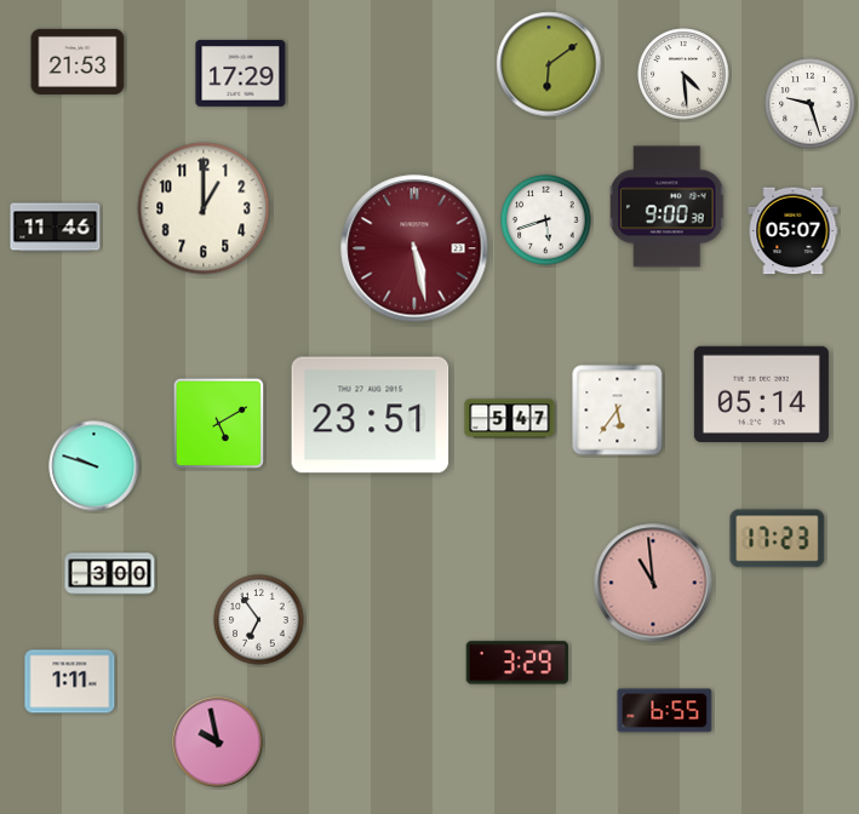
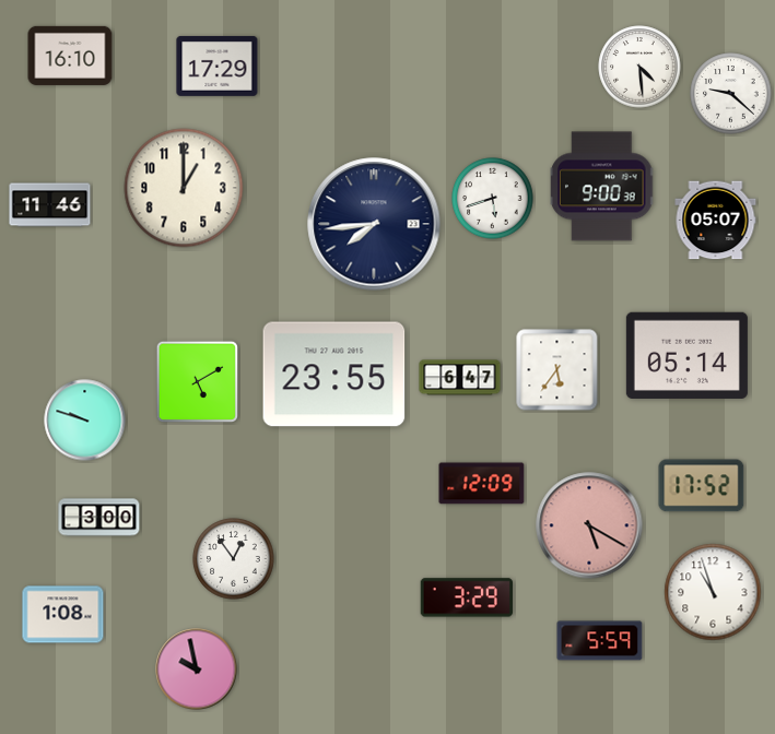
clock at (78, 62): 21:53 -> 16:10
clock at (549, 64): 6:09 -> none
clock at (683, 74) position: (683, 74) -> (639, 67)
clock at (811, 104): 9:27 -> 9:22
clock at (794, 231) position: (794, 231) -> (716, 221)
clock at (414, 248): 5:28 -> 7:44
clock at (414, 248) dial: burgundy -> navy
clock at (371, 415): 23:51 -> 23:55
clock at (510, 419): 5:47 -> 6:47
clock at (482, 484): none -> 12:09
clock at (778, 539): 17:23 -> 17:52
clock at (653, 583): 10:59 -> 5:20
clock at (259, 620): 6:54 -> 12:54
clock at (713, 592): none -> 10:57
clock at (70, 682): 1:11 -> 1:08
clock at (665, 711): 6:55 -> 5:59
